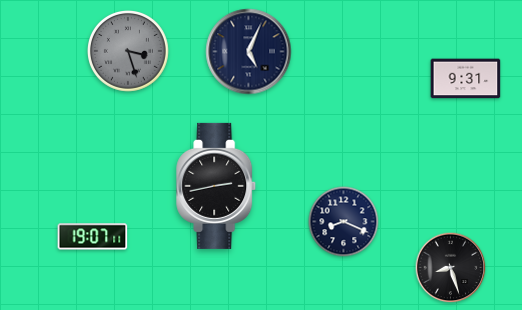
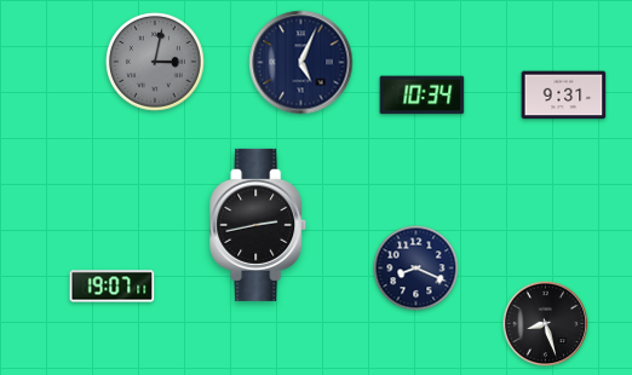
clock at (129, 52): 3:27 -> 3:02
clock at (423, 96): none -> 10:34
clock at (217, 186) position: (217, 186) -> (259, 225)
